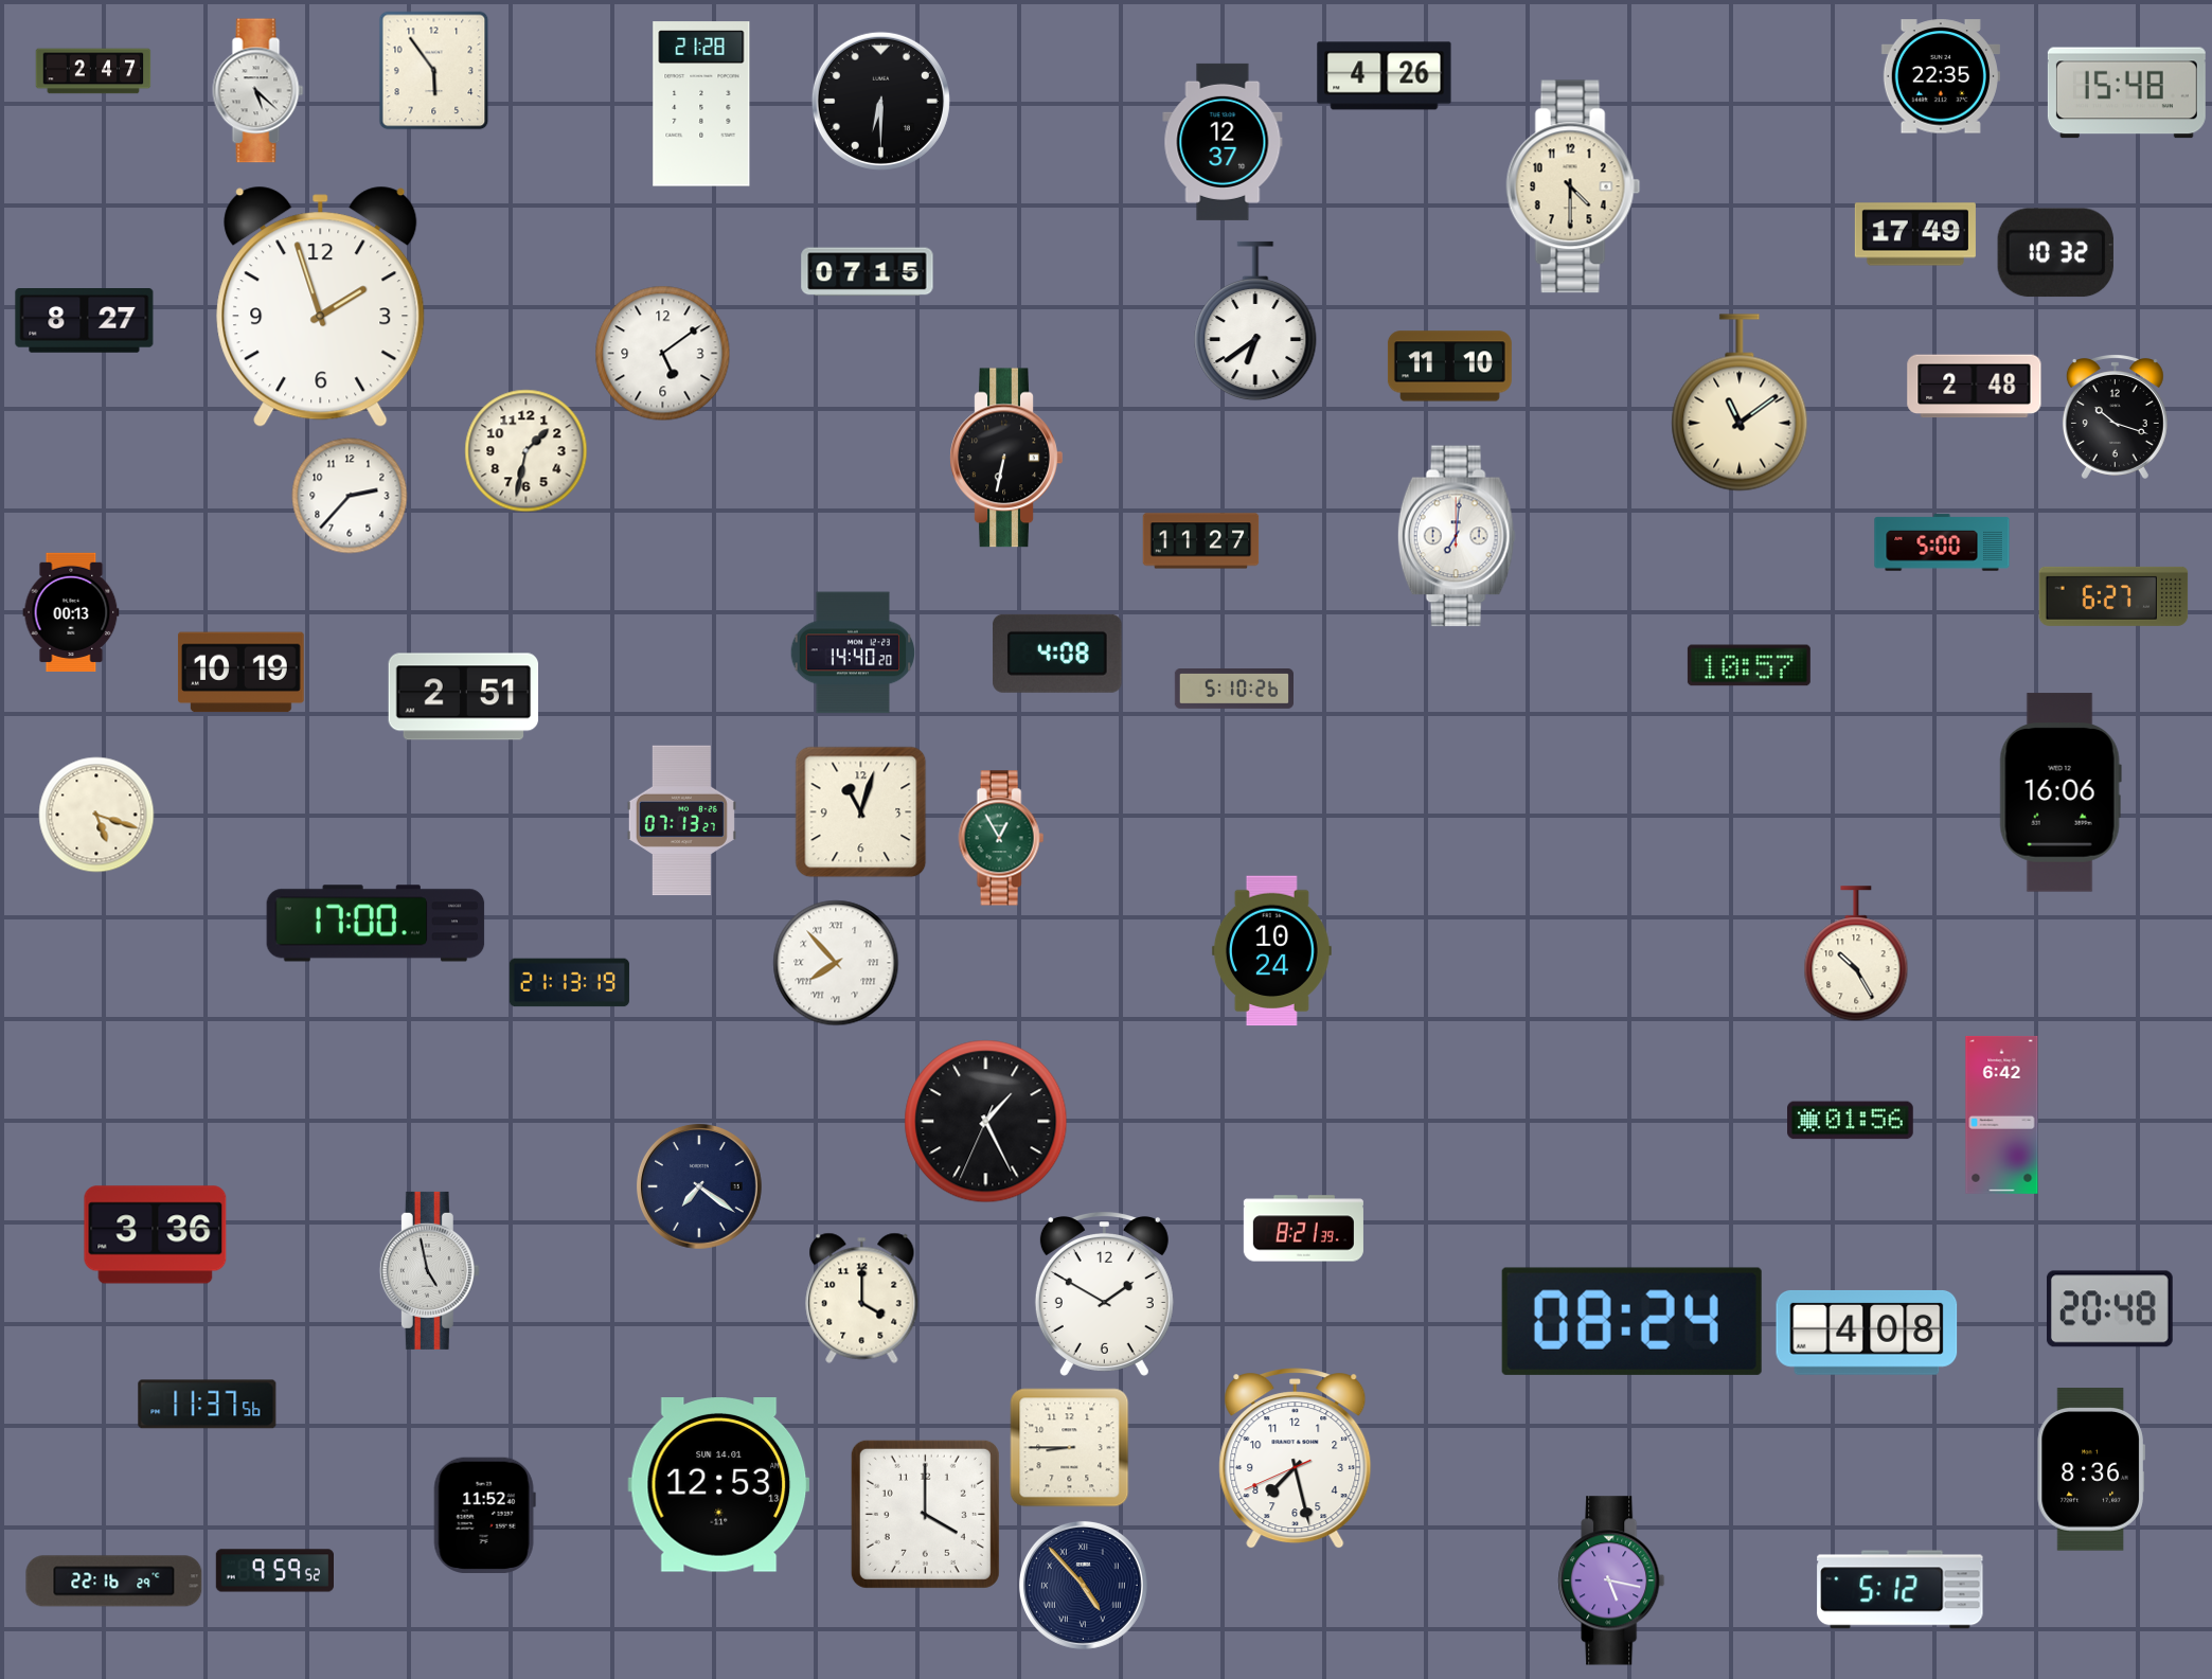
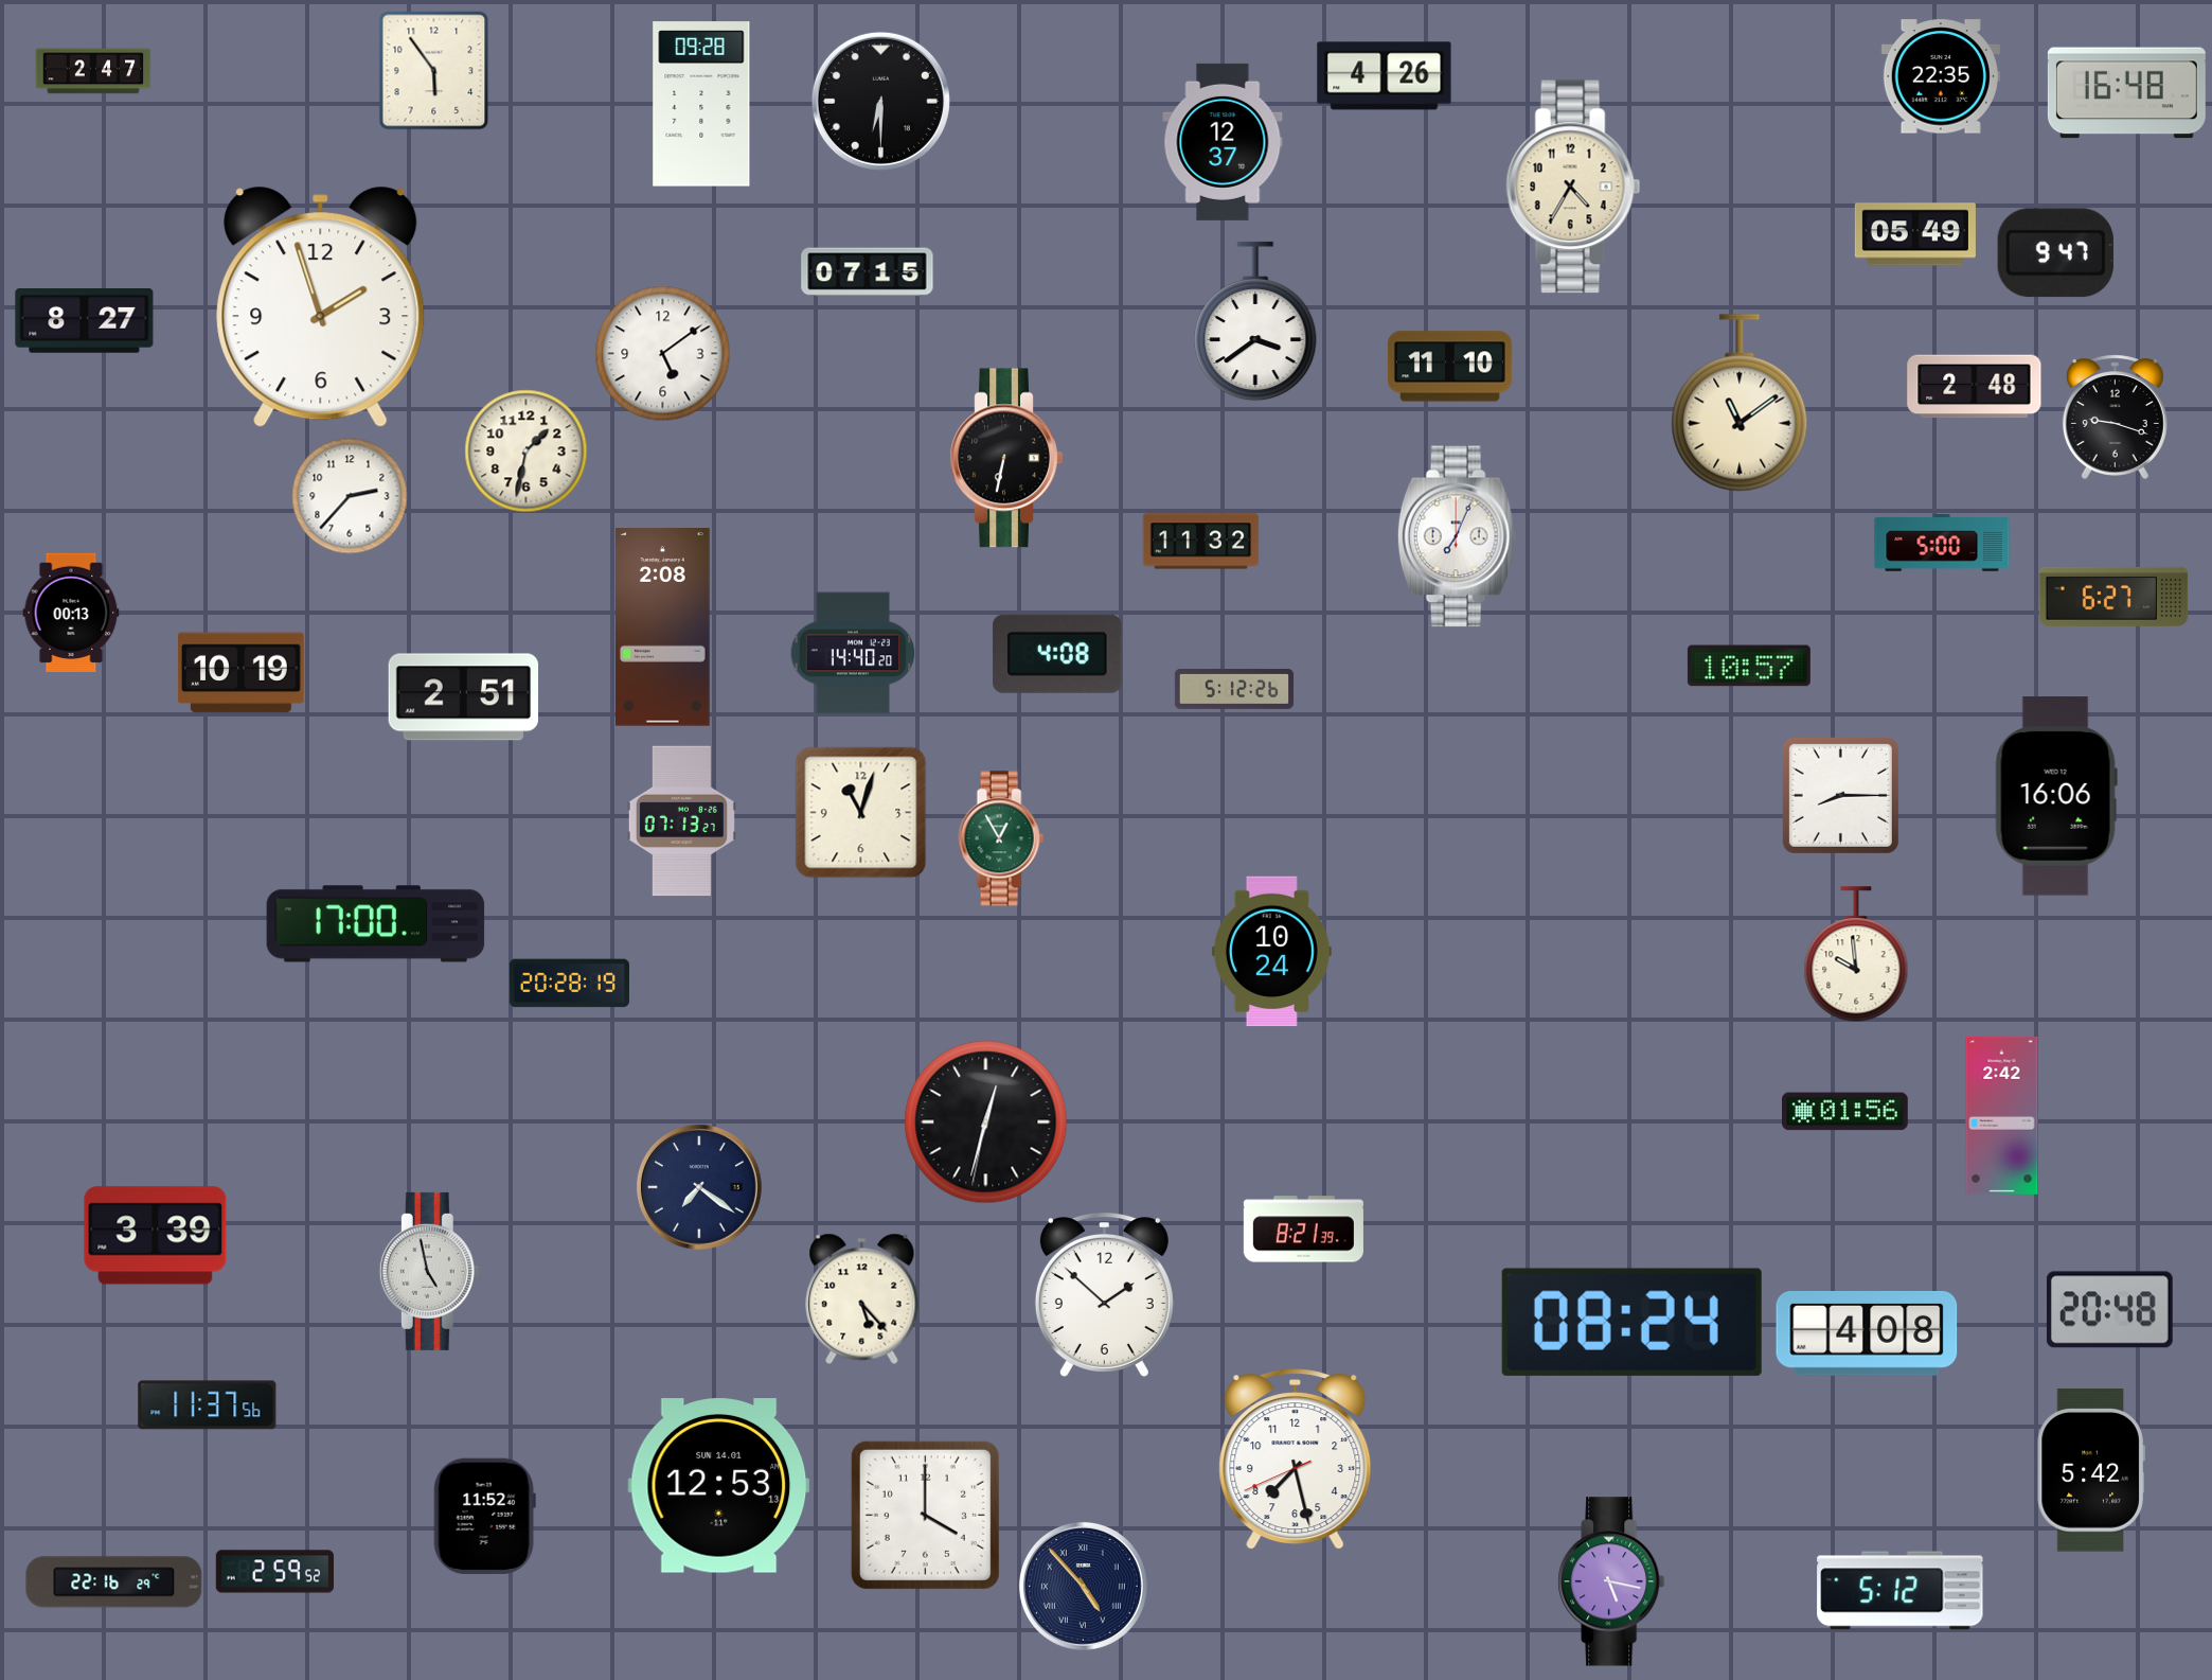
clock at (258, 91): 5:22 -> none
clock at (2126, 93): 15:48 -> 16:48
clock at (701, 104): 21:28 -> 09:28
clock at (1573, 186): 4:30 -> 4:35
clock at (1915, 234): 17:49 -> 05:49
clock at (2055, 253): 10:32 -> 9:47
clock at (1255, 321): 6:39 -> 3:39
clock at (2115, 417): 10:18 -> 9:18
clock at (1457, 536): 7:01 -> 7:04
clock at (1201, 541): 11:27 -> 11:32
clock at (663, 627): none -> 2:08
clock at (1233, 690): 5:10 -> 5:12
clock at (2061, 792) position: (2061, 792) -> (2056, 796)
clock at (1840, 795): none -> 8:15
clock at (96, 815): 5:18 -> none
clock at (1856, 954): 10:25 -> 9:59
clock at (836, 963): 7:53 -> none
clock at (569, 983): 21:13 -> 20:28
clock at (2002, 1114): 6:42 -> 2:42
clock at (1851, 1121) position: (1851, 1121) -> (1845, 1112)
clock at (986, 1122): 1:25 -> 12:32
clock at (156, 1235): 3:36 -> 3:39
clock at (1104, 1294): 1:50 -> 1:52
clock at (862, 1298): 4:00 -> 5:23
clock at (1070, 1448): 8:45 -> none
clock at (2091, 1469): 8:36 -> 5:42
clock at (274, 1571): 9:59 -> 2:59
